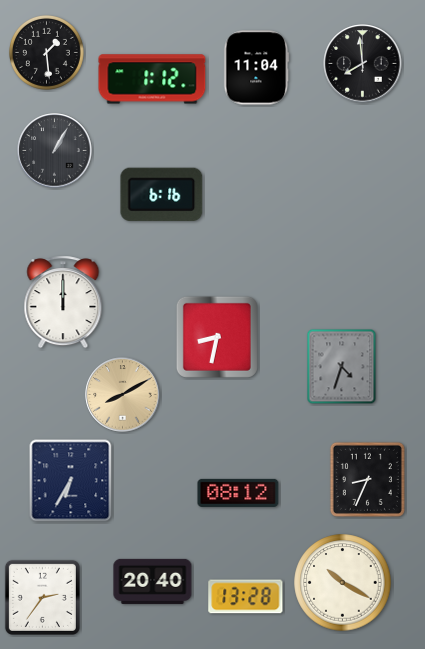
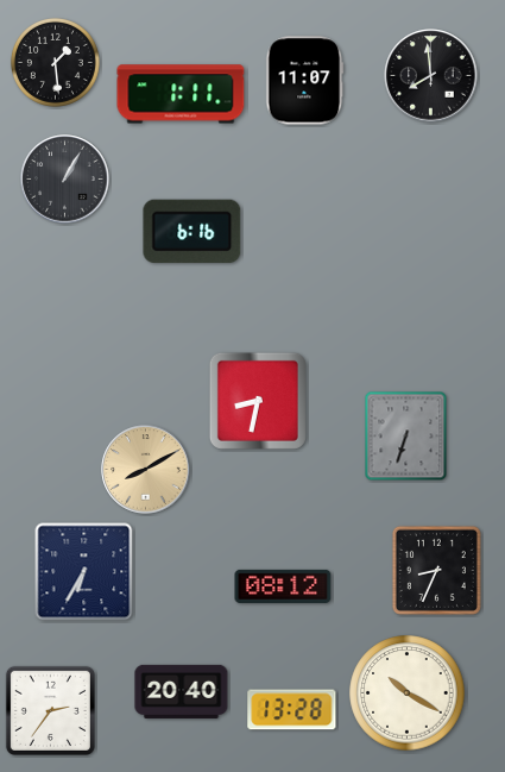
clock at (257, 68): 11:04 -> 11:07
clock at (152, 79): 1:12 -> 1:11
clock at (63, 302): 12:00 -> none
clock at (342, 367): 4:33 -> 6:33
